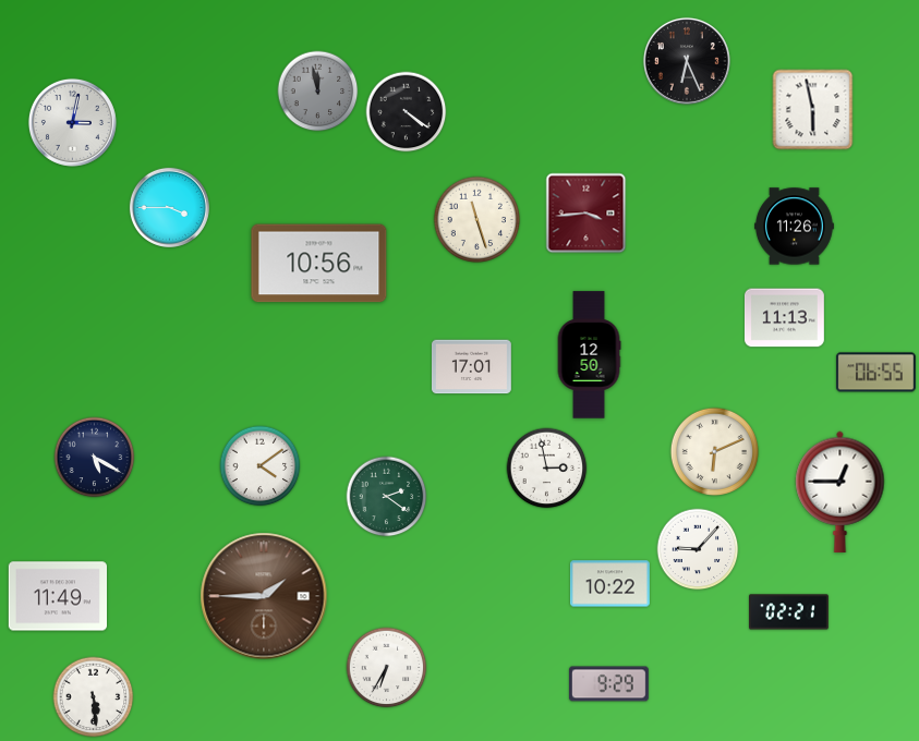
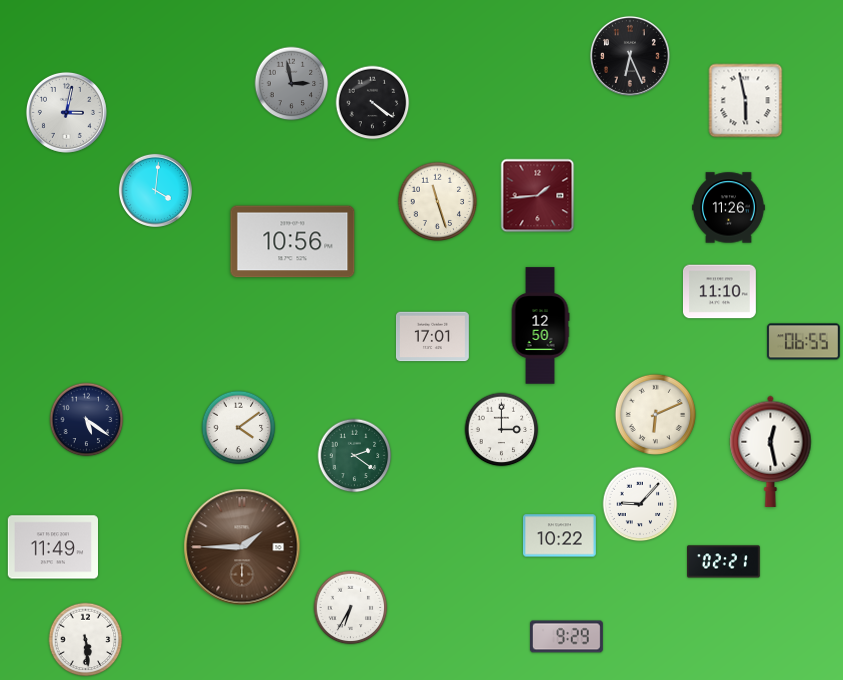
clock at (318, 92): 11:58 -> 2:58
clock at (169, 207): 3:45 -> 4:01
clock at (587, 214): 3:44 -> 1:44
clock at (784, 318): 11:13 -> 11:10
clock at (95, 458): 5:20 -> 5:21
clock at (547, 469): 2:58 -> 3:00
clock at (841, 491): 12:45 -> 12:28
clock at (387, 668) position: (387, 668) -> (351, 608)
clock at (608, 684) position: (608, 684) -> (566, 637)
